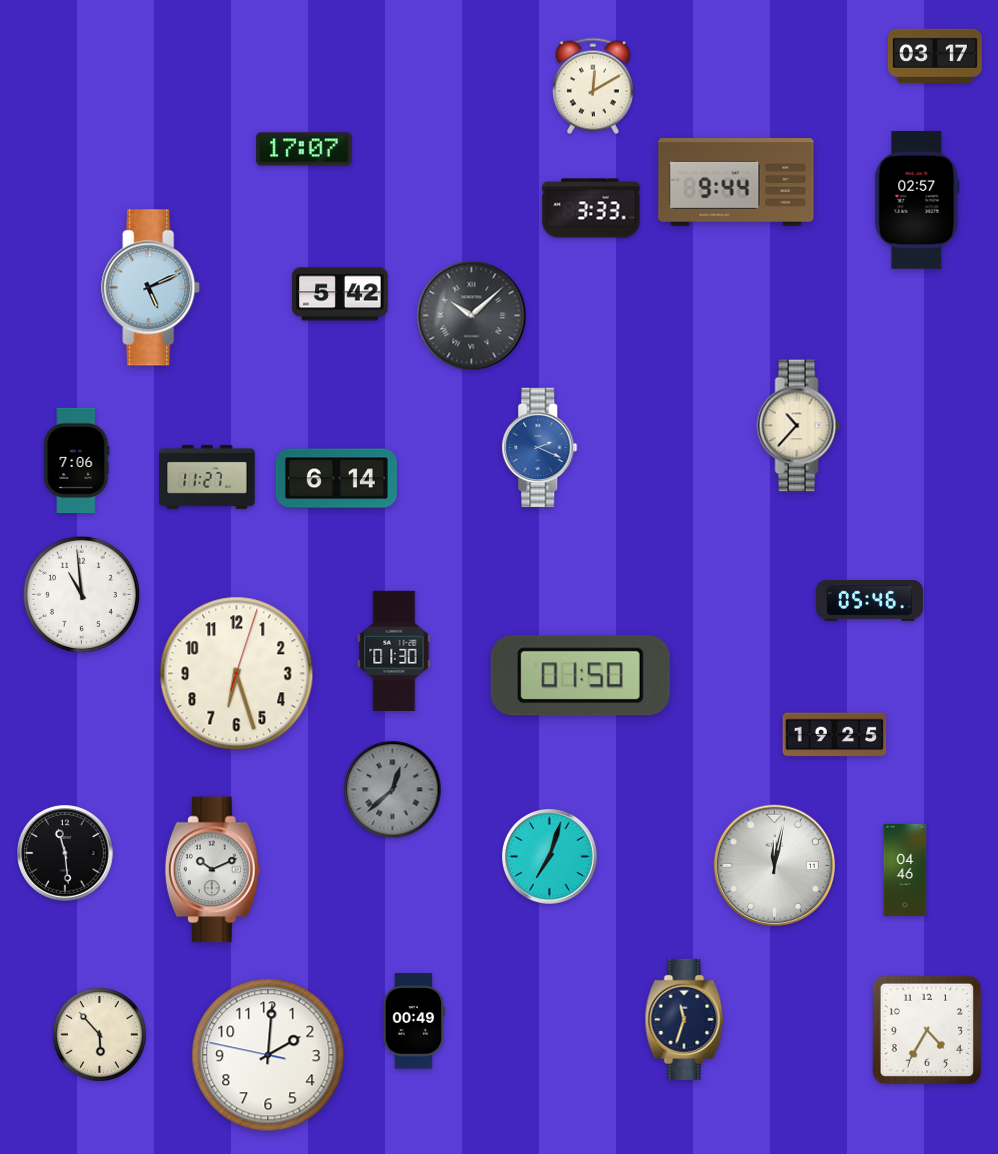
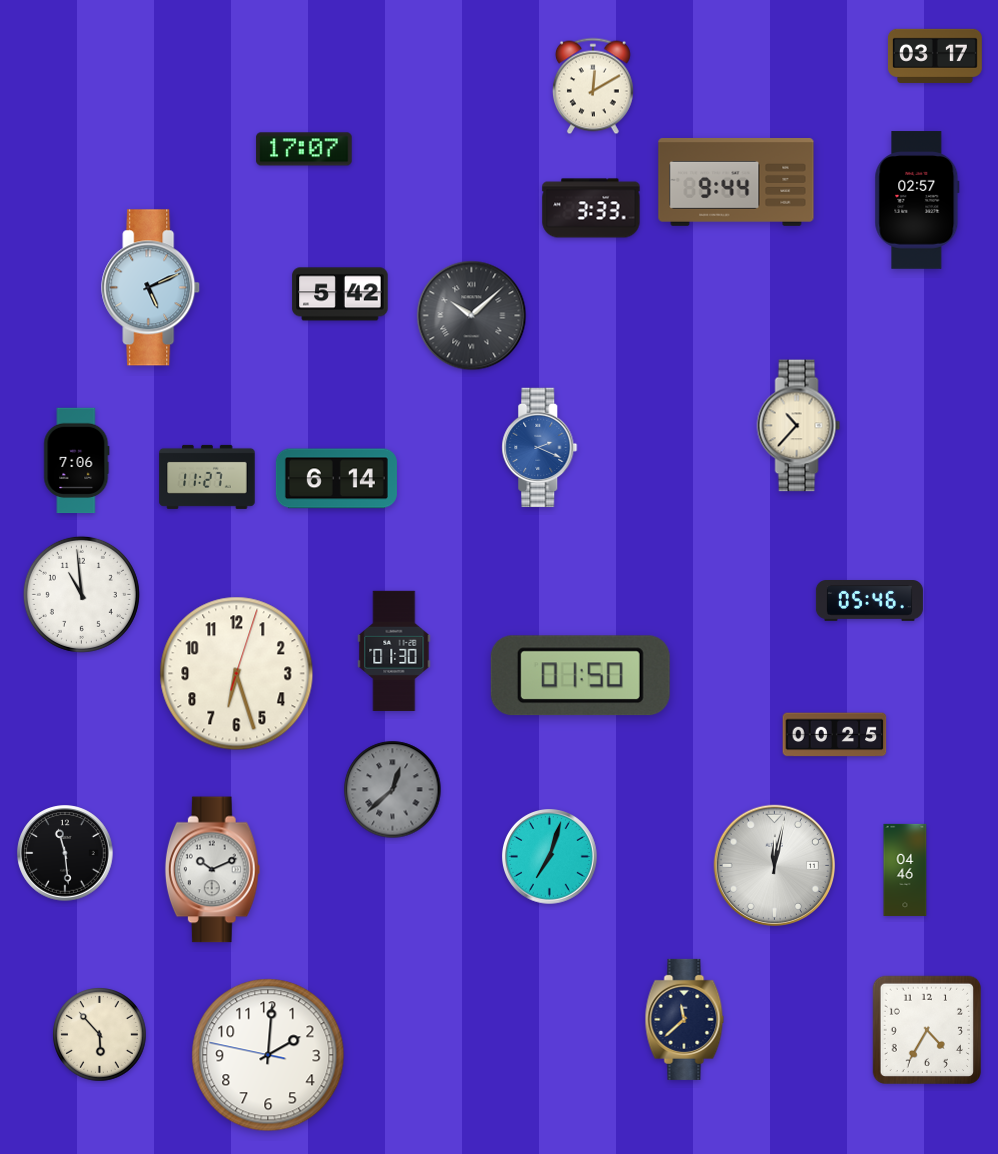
clock at (835, 735): 19:25 -> 00:25
clock at (685, 1019): 11:33 -> 11:38
clock at (414, 1021): 00:49 -> none
